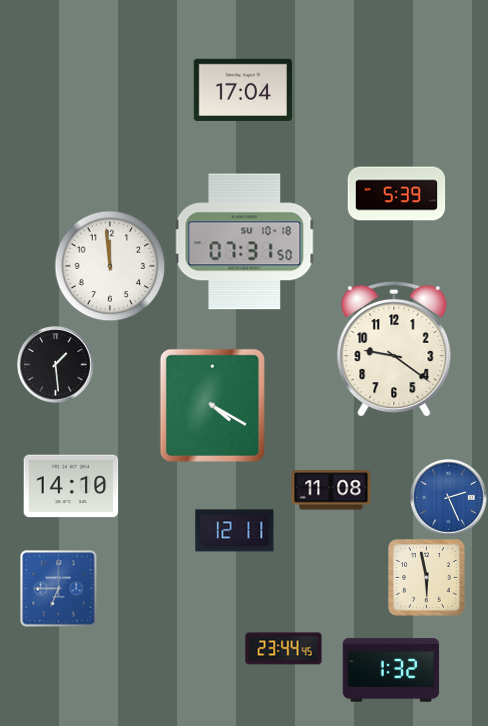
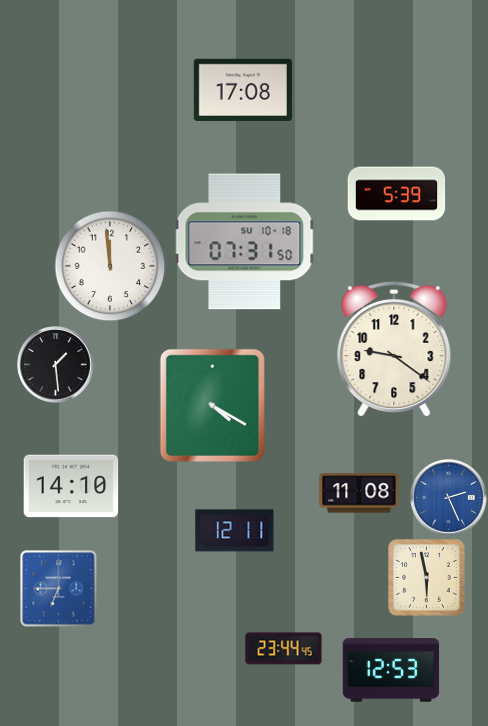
clock at (242, 90): 17:04 -> 17:08
clock at (331, 490) position: (331, 490) -> (359, 493)
clock at (391, 670): 1:32 -> 12:53
